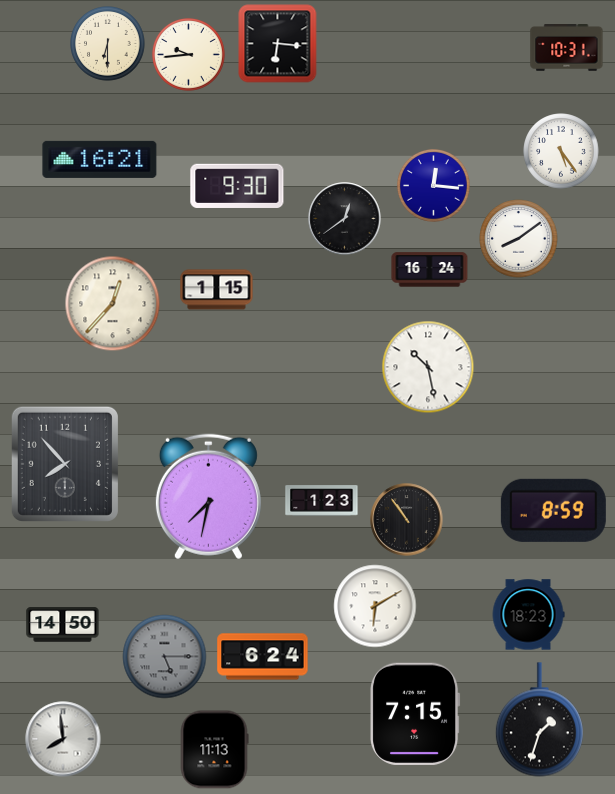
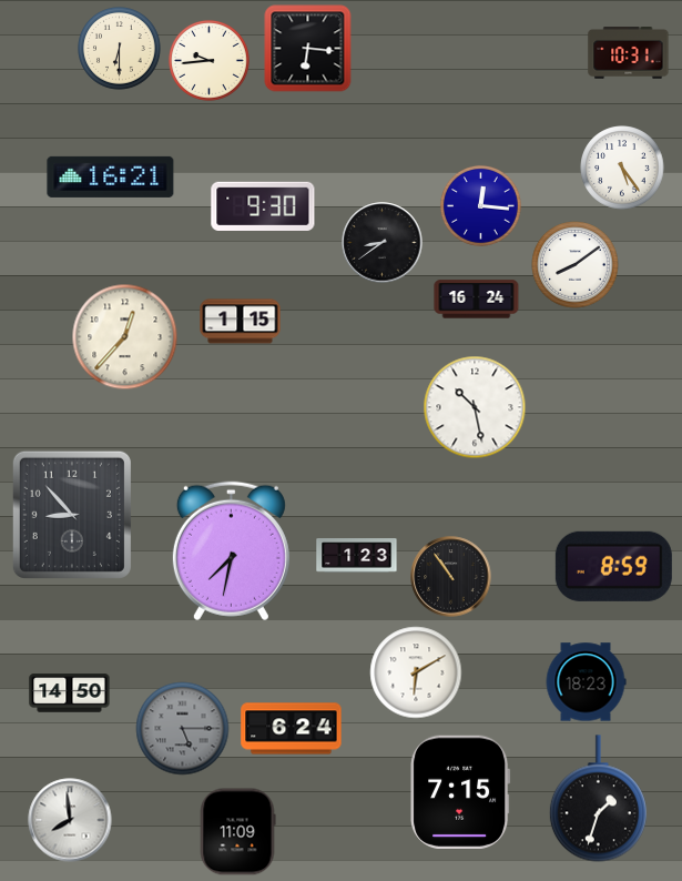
clock at (345, 219): 12:39 -> 8:39
clock at (65, 464): 7:53 -> 8:53
clock at (214, 750): 11:13 -> 11:09
